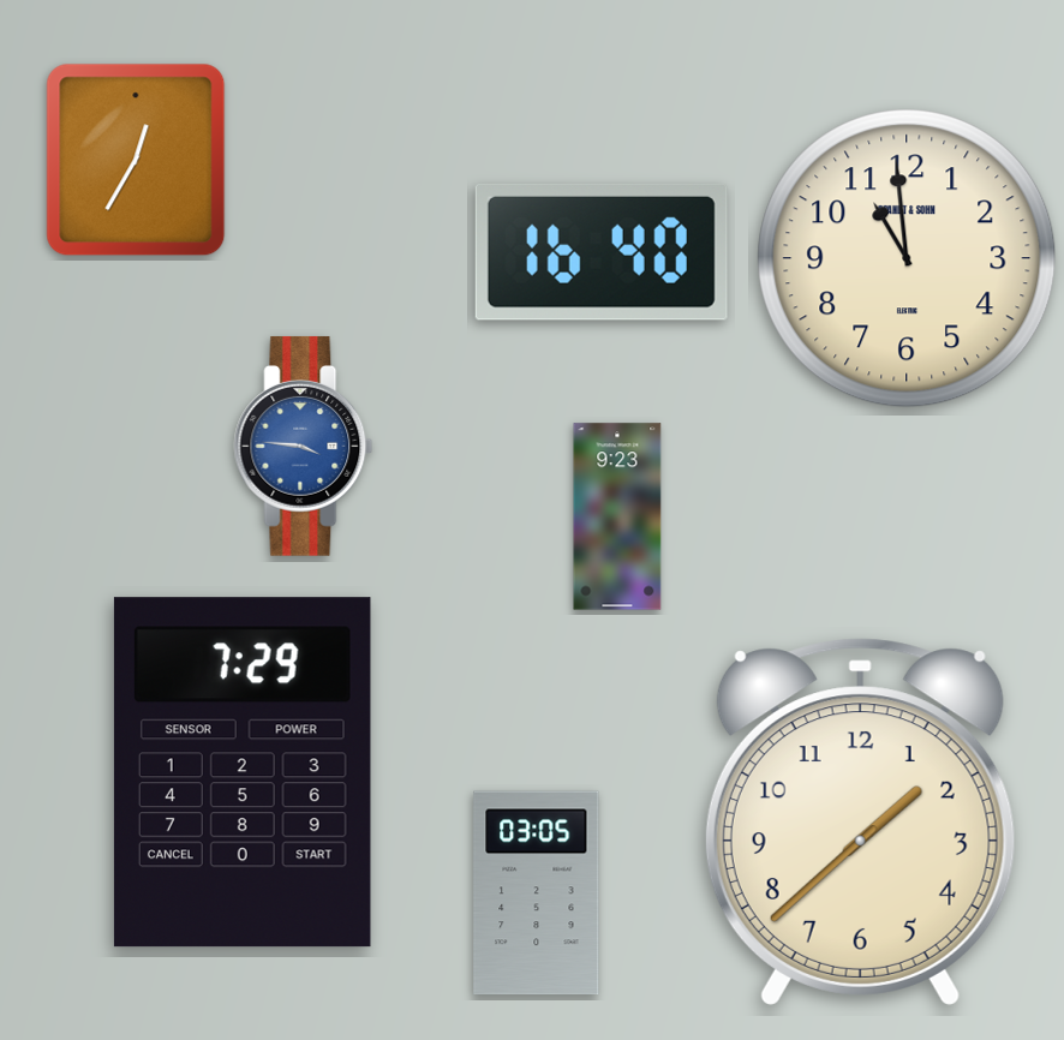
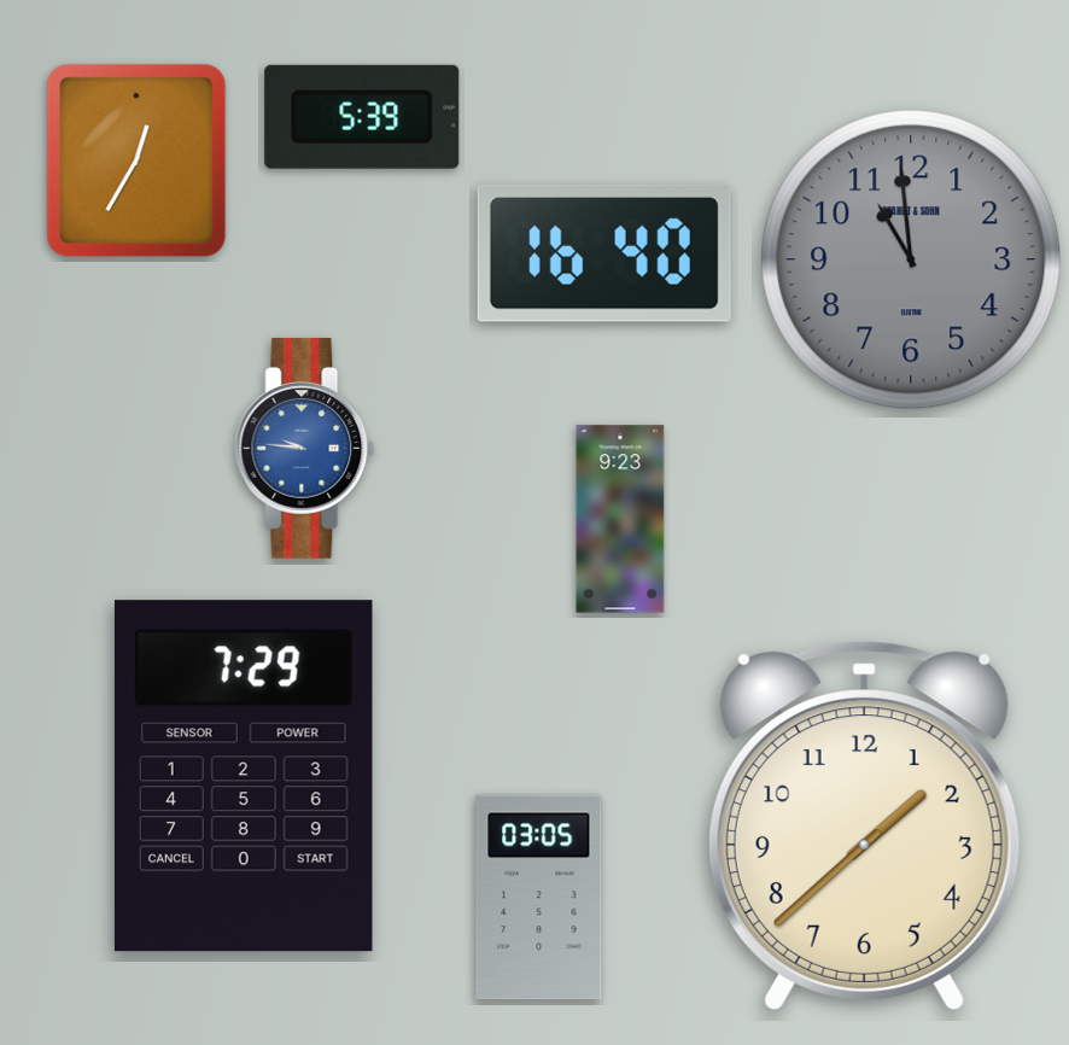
clock at (362, 117): none -> 5:39
clock at (907, 258) dial: cream -> grey
clock at (304, 446): 3:46 -> 9:46
